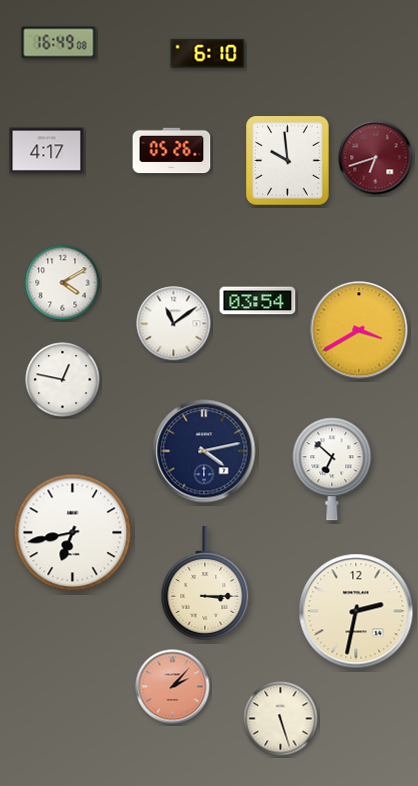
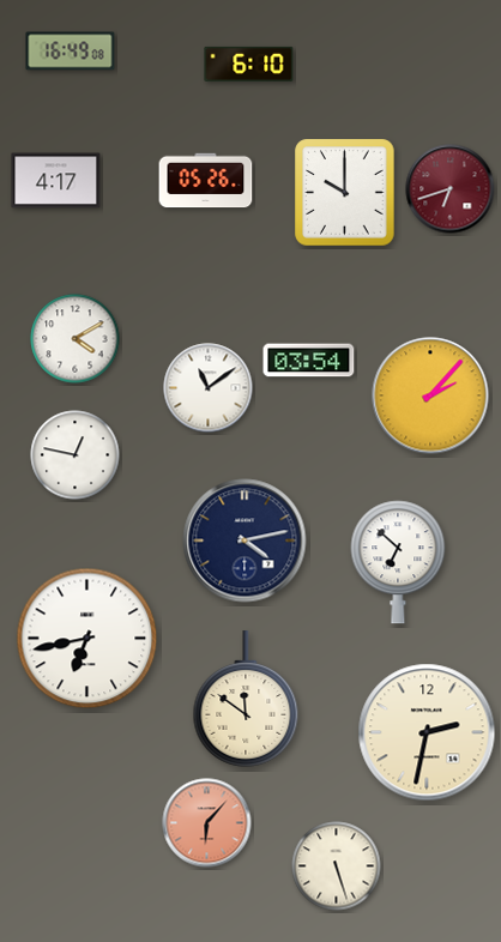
clock at (288, 161): 9:59 -> 10:00
clock at (359, 330): 3:40 -> 2:07
clock at (205, 583): 3:15 -> 11:51
clock at (173, 687): 2:07 -> 6:07
clock at (281, 719) position: (281, 719) -> (337, 866)
